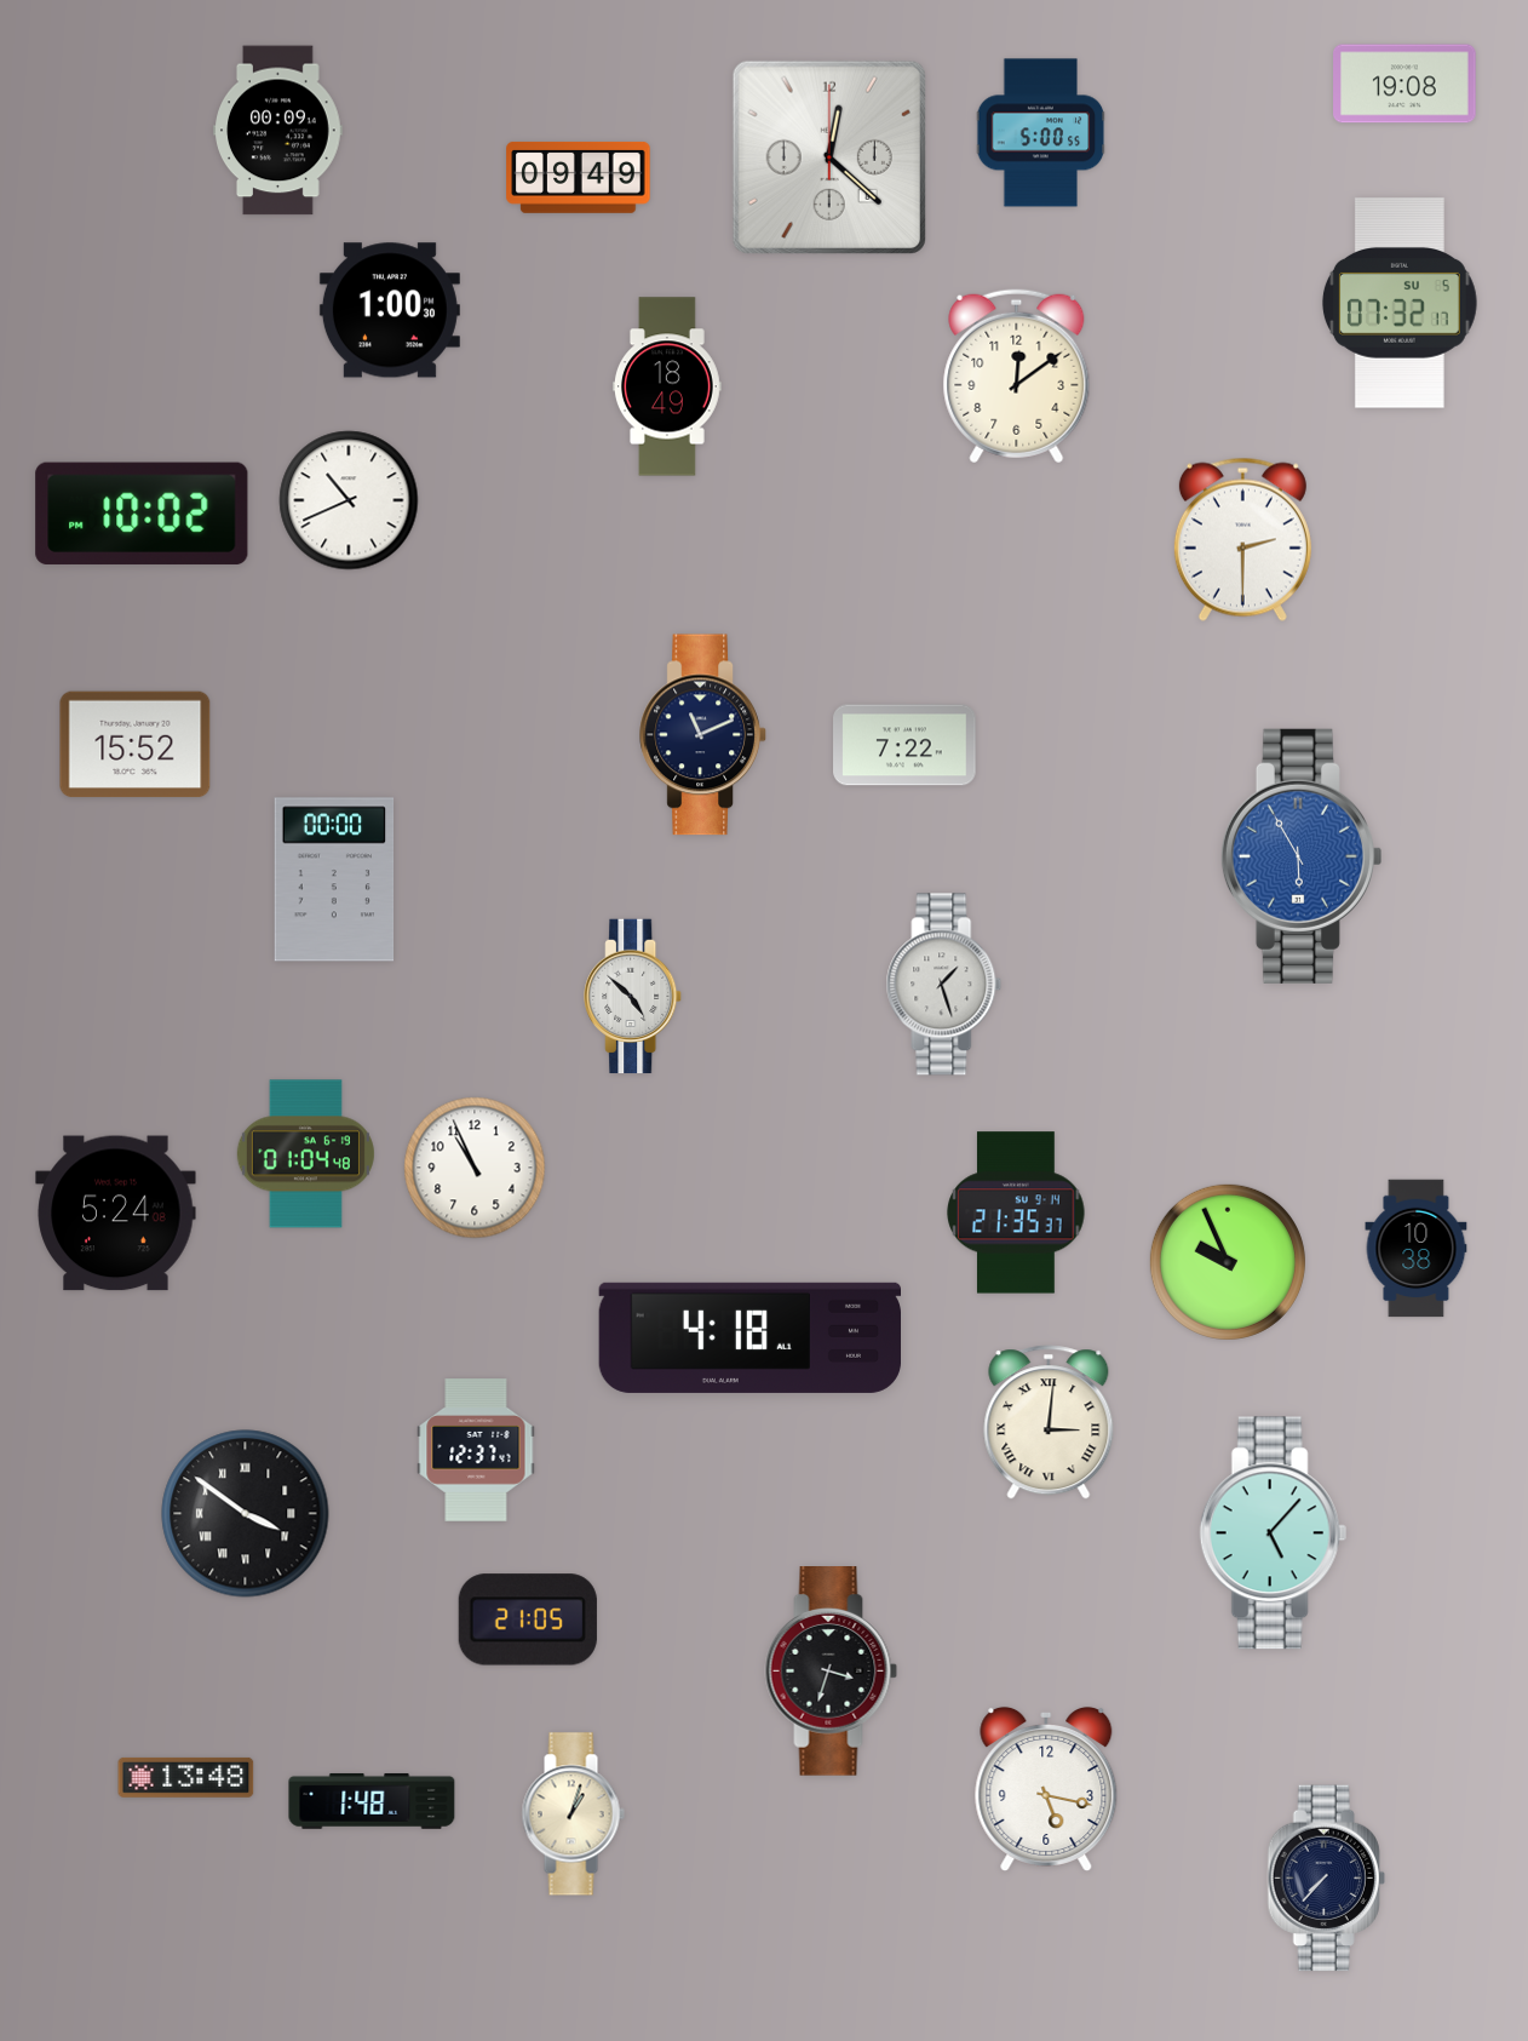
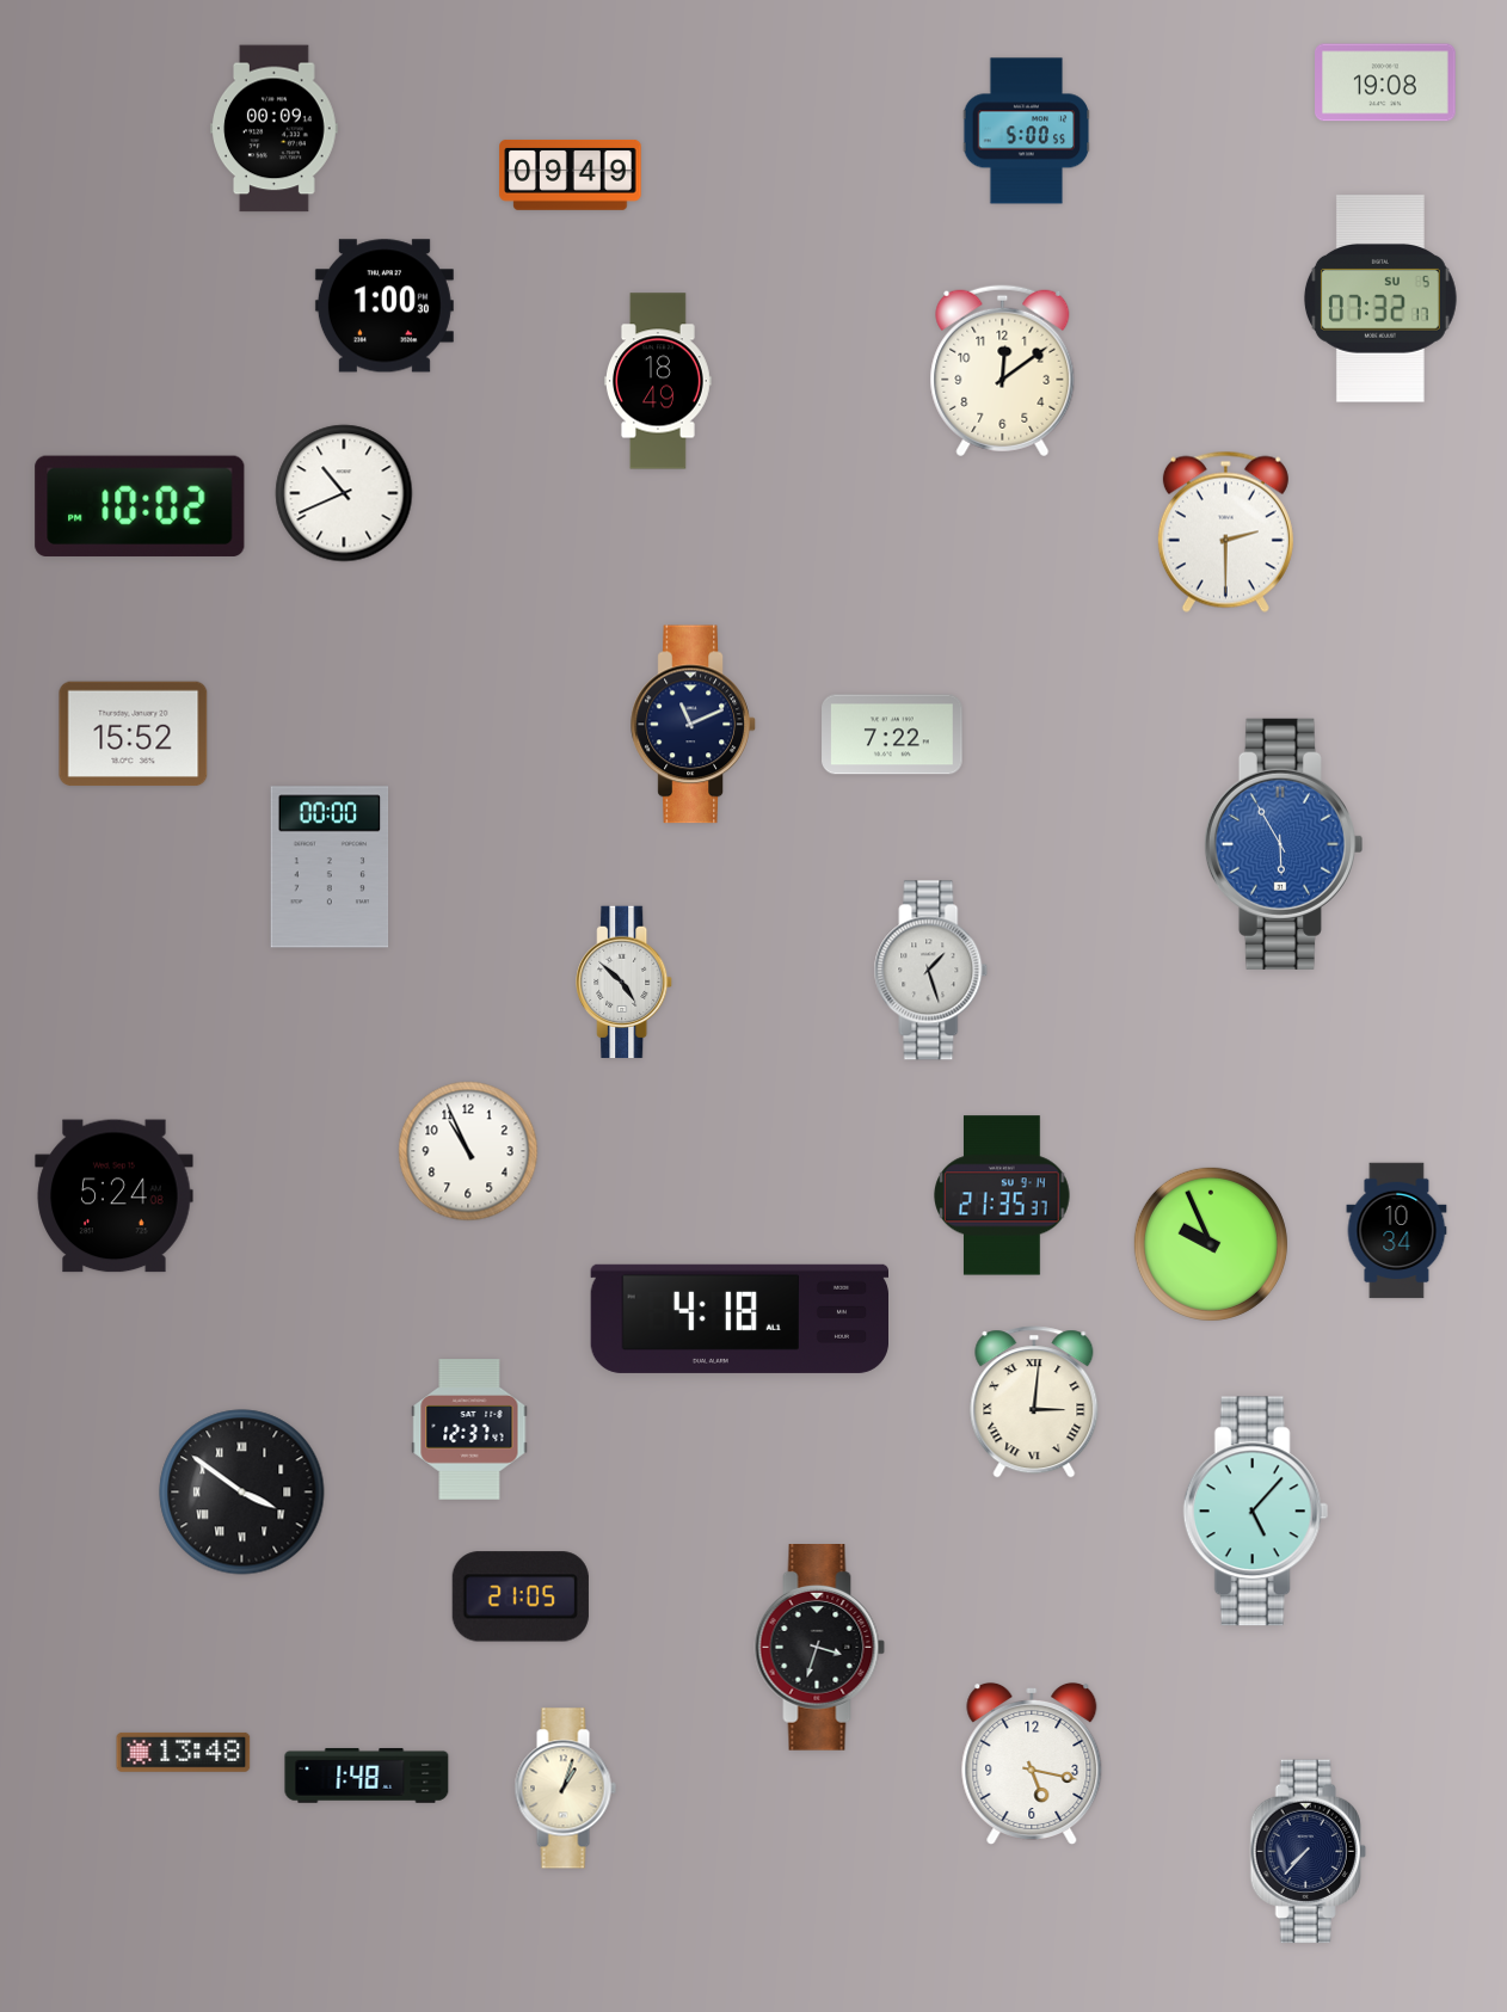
clock at (829, 157): 12:22 -> none
clock at (305, 1154): 01:04 -> none
clock at (1417, 1249): 10:38 -> 10:34
